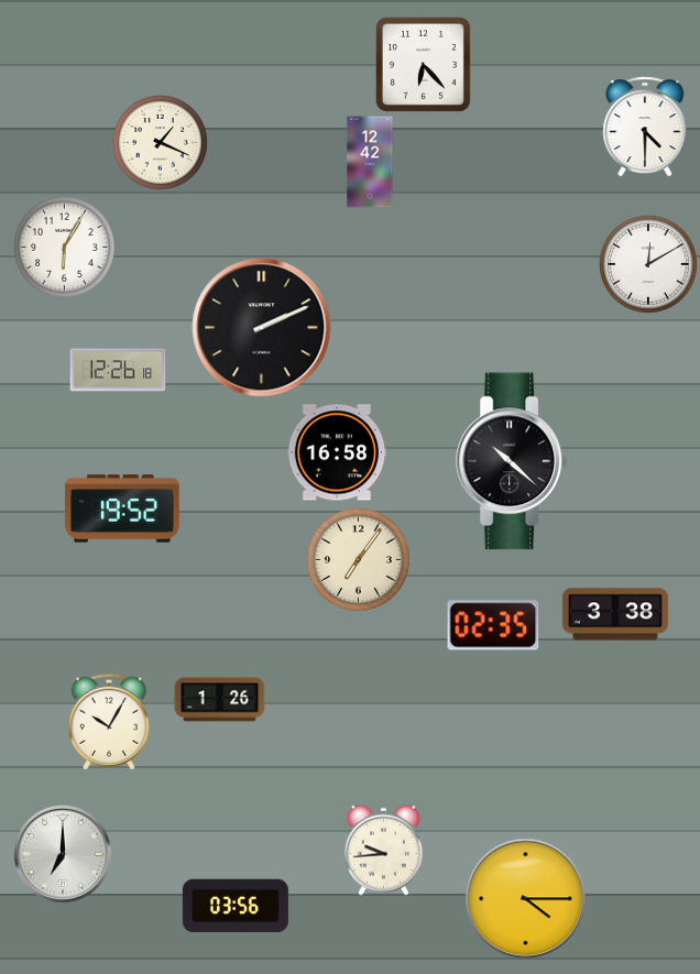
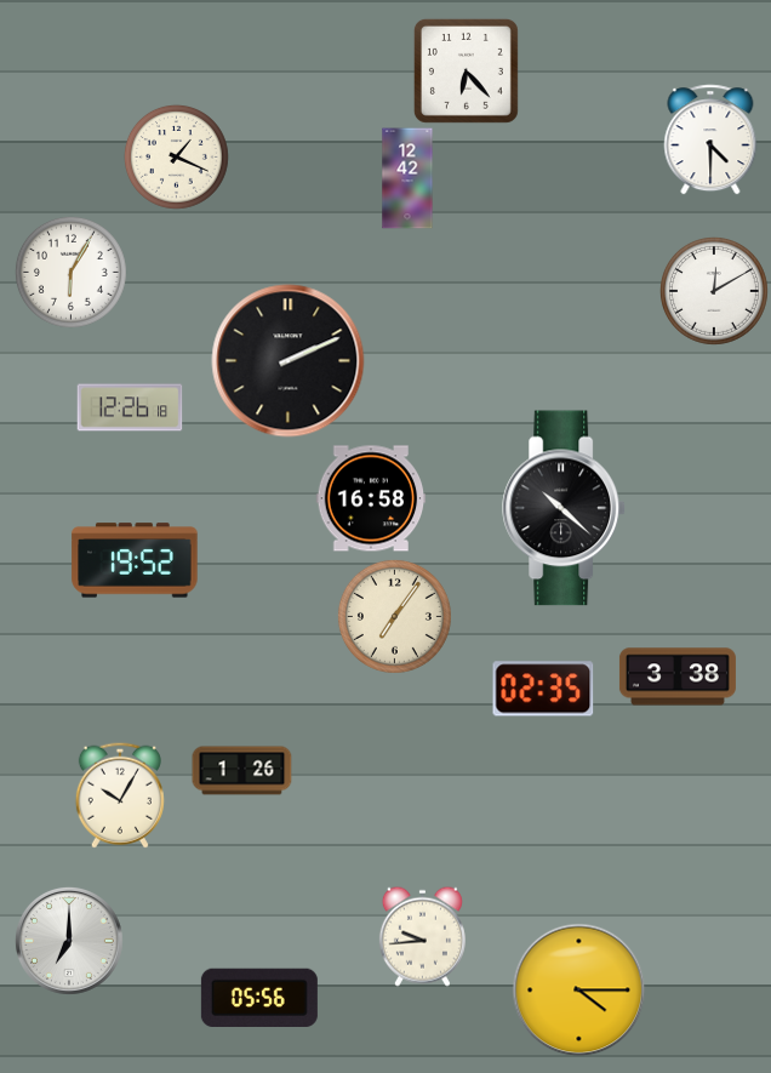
clock at (236, 905): 03:56 -> 05:56
